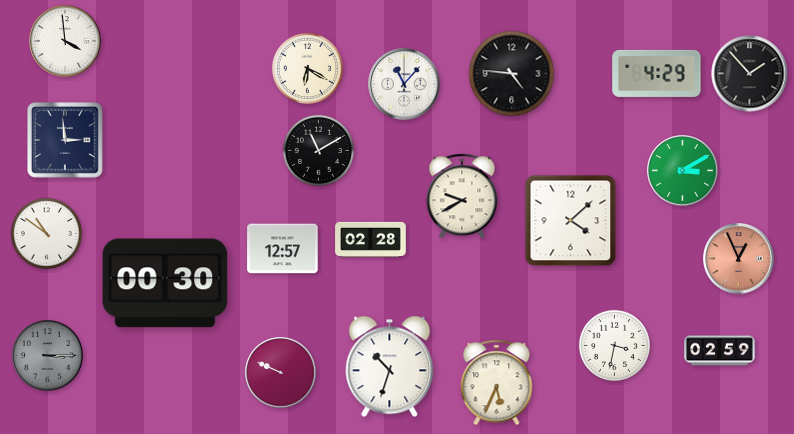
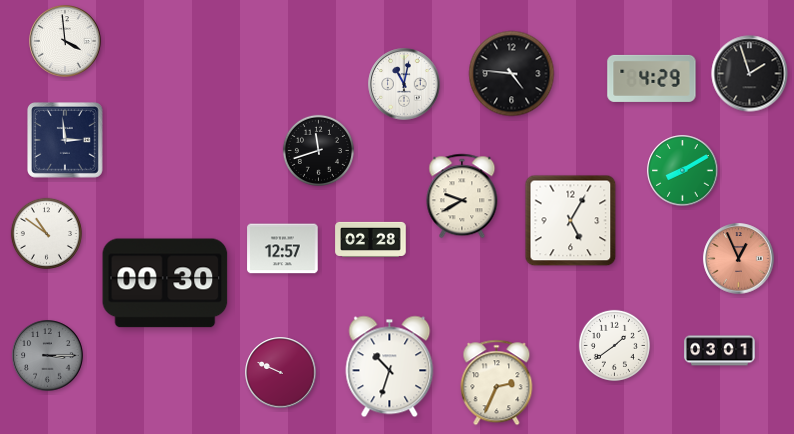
clock at (307, 68): 6:20 -> none
clock at (657, 73) position: (657, 73) -> (652, 78)
clock at (750, 74): 1:53 -> 1:57
clock at (404, 84): 11:07 -> 11:02
clock at (318, 150): 11:10 -> 11:42
clock at (683, 171): 3:10 -> 8:10
clock at (571, 221): 4:08 -> 5:05
clock at (614, 345): 3:32 -> 1:39
clock at (720, 351): 02:59 -> 03:01
clock at (497, 383): 5:34 -> 2:34
